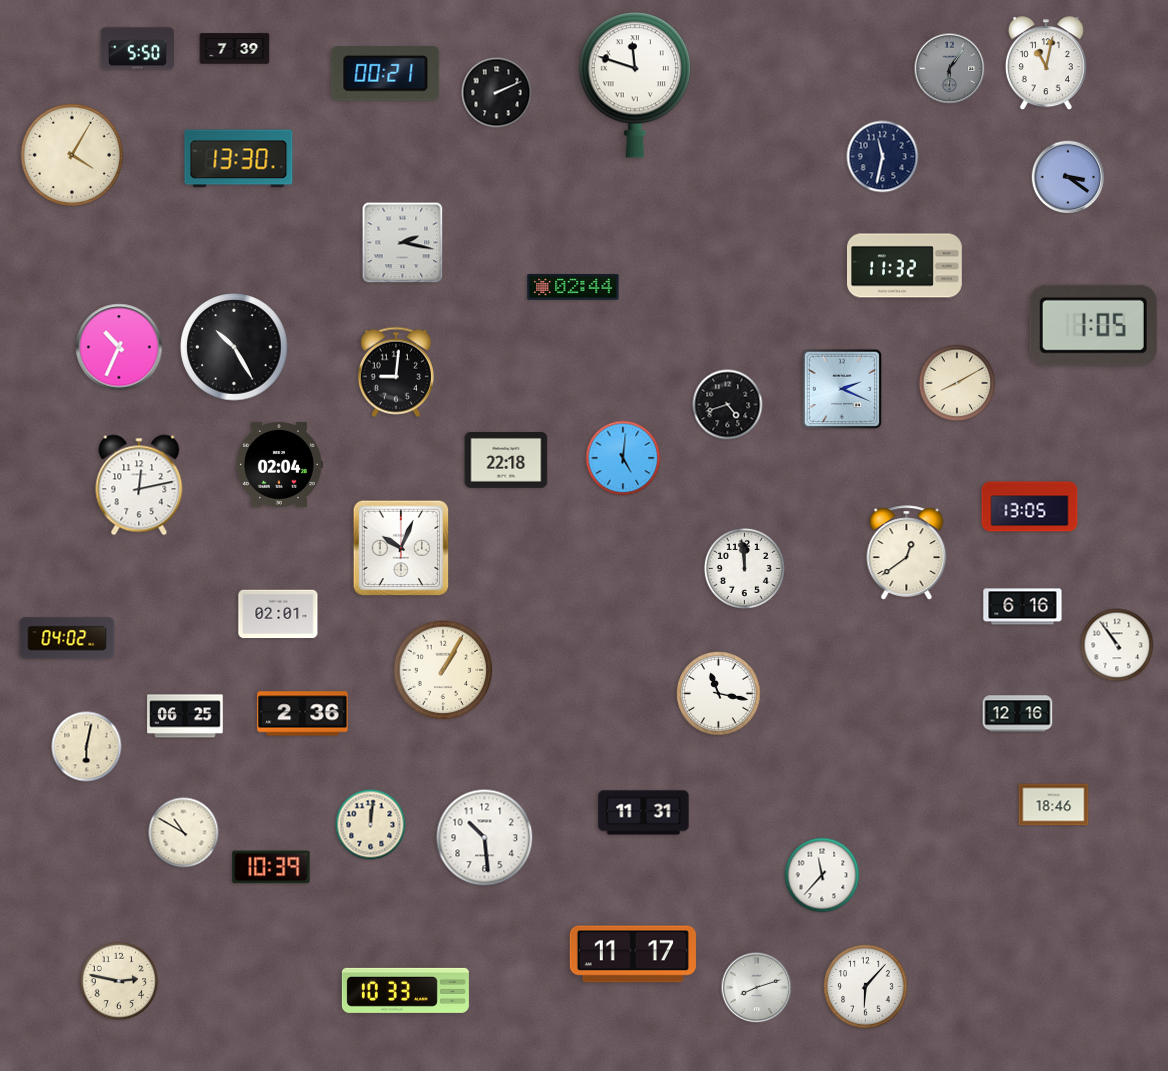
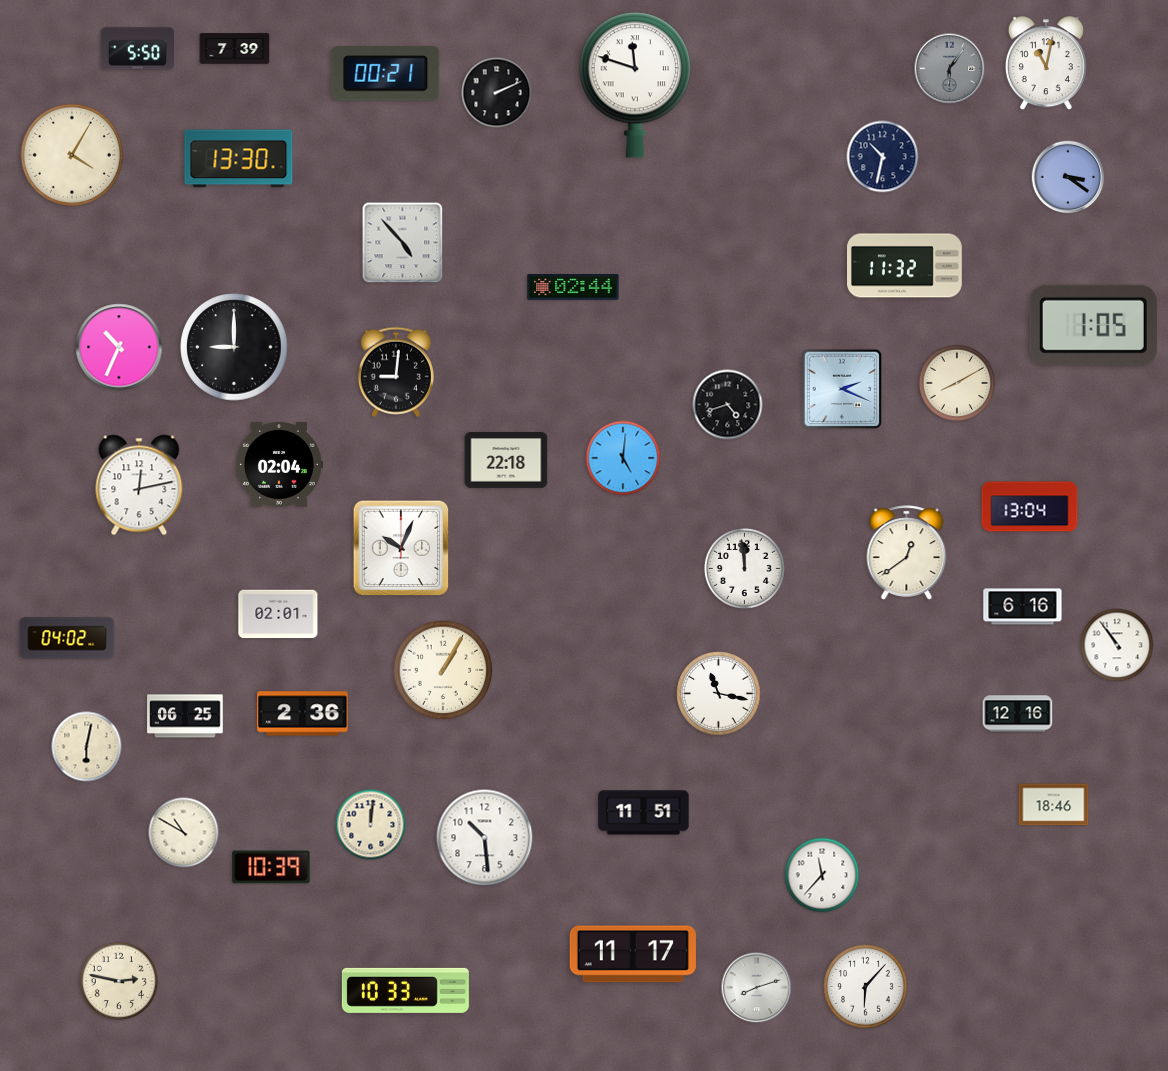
clock at (883, 157): 11:32 -> 10:32
clock at (403, 243): 2:17 -> 4:53
clock at (234, 347): 10:25 -> 9:00
clock at (1030, 507): 13:05 -> 13:04
clock at (644, 813): 11:31 -> 11:51
